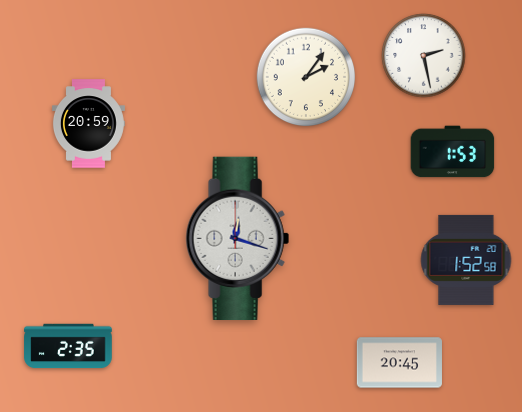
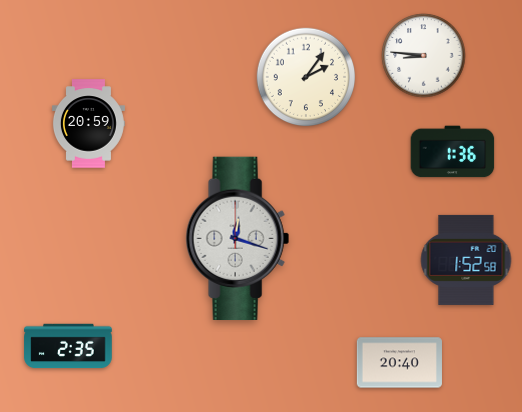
clock at (424, 56): 2:28 -> 8:46
clock at (453, 152): 1:53 -> 1:36
clock at (399, 363): 20:45 -> 20:40
